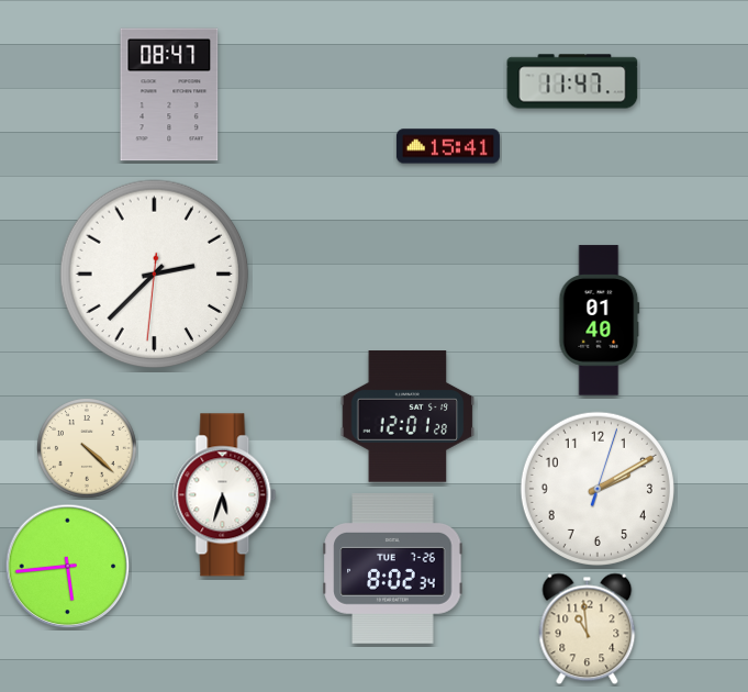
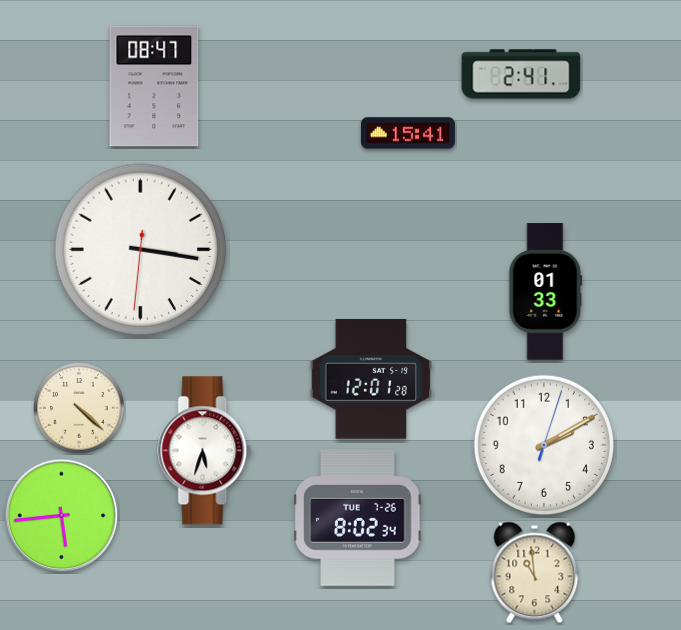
clock at (572, 81): 11:47 -> 2:41
clock at (155, 275): 2:37 -> 3:16
clock at (600, 321): 01:40 -> 01:33
